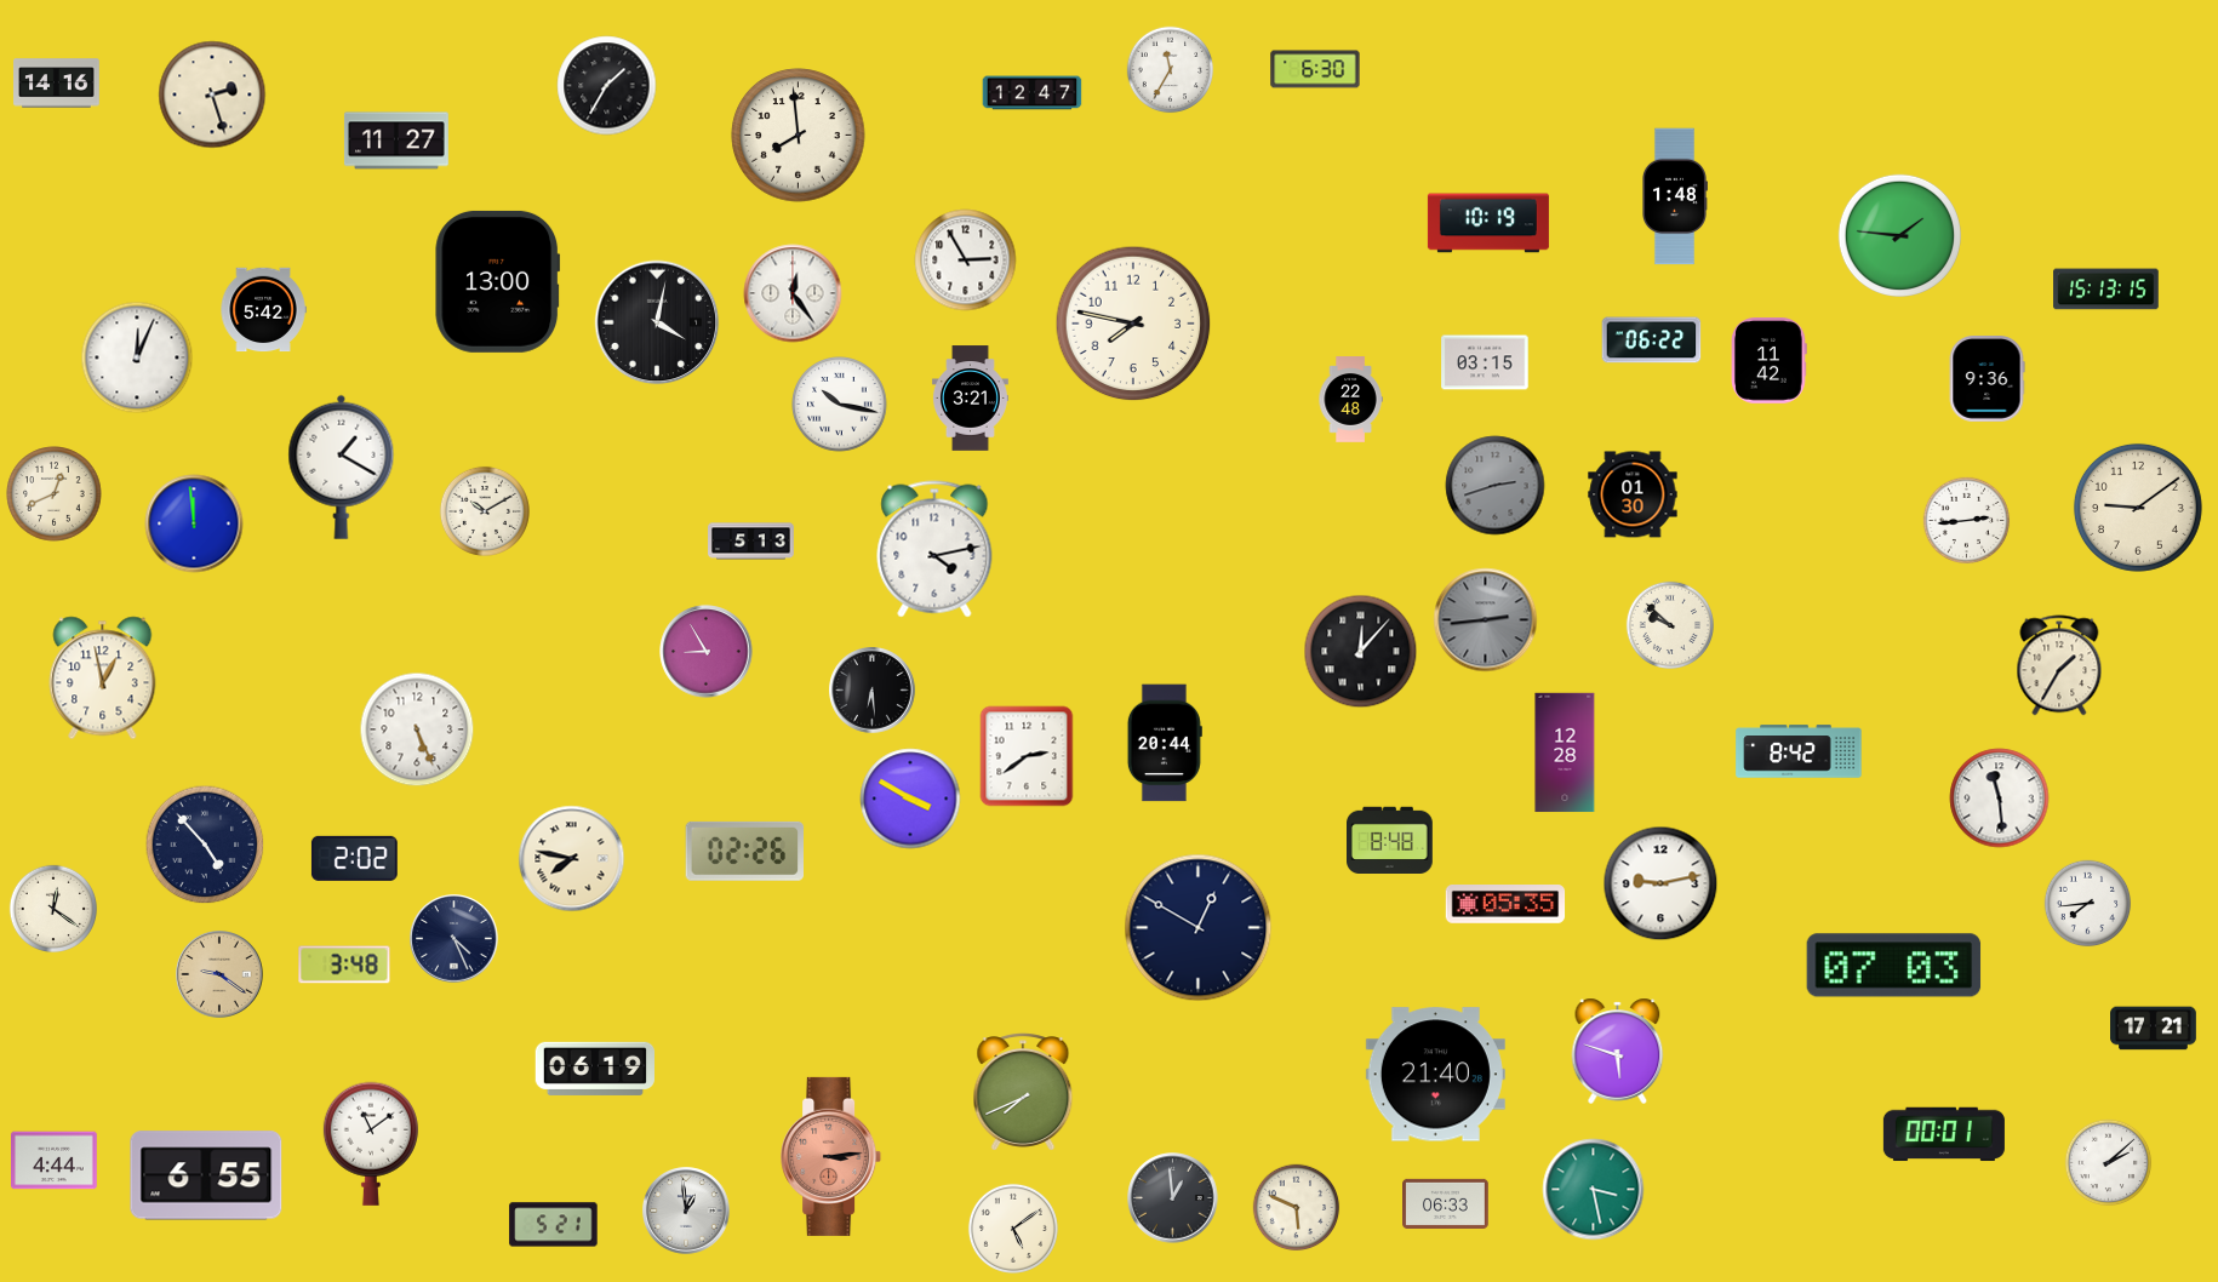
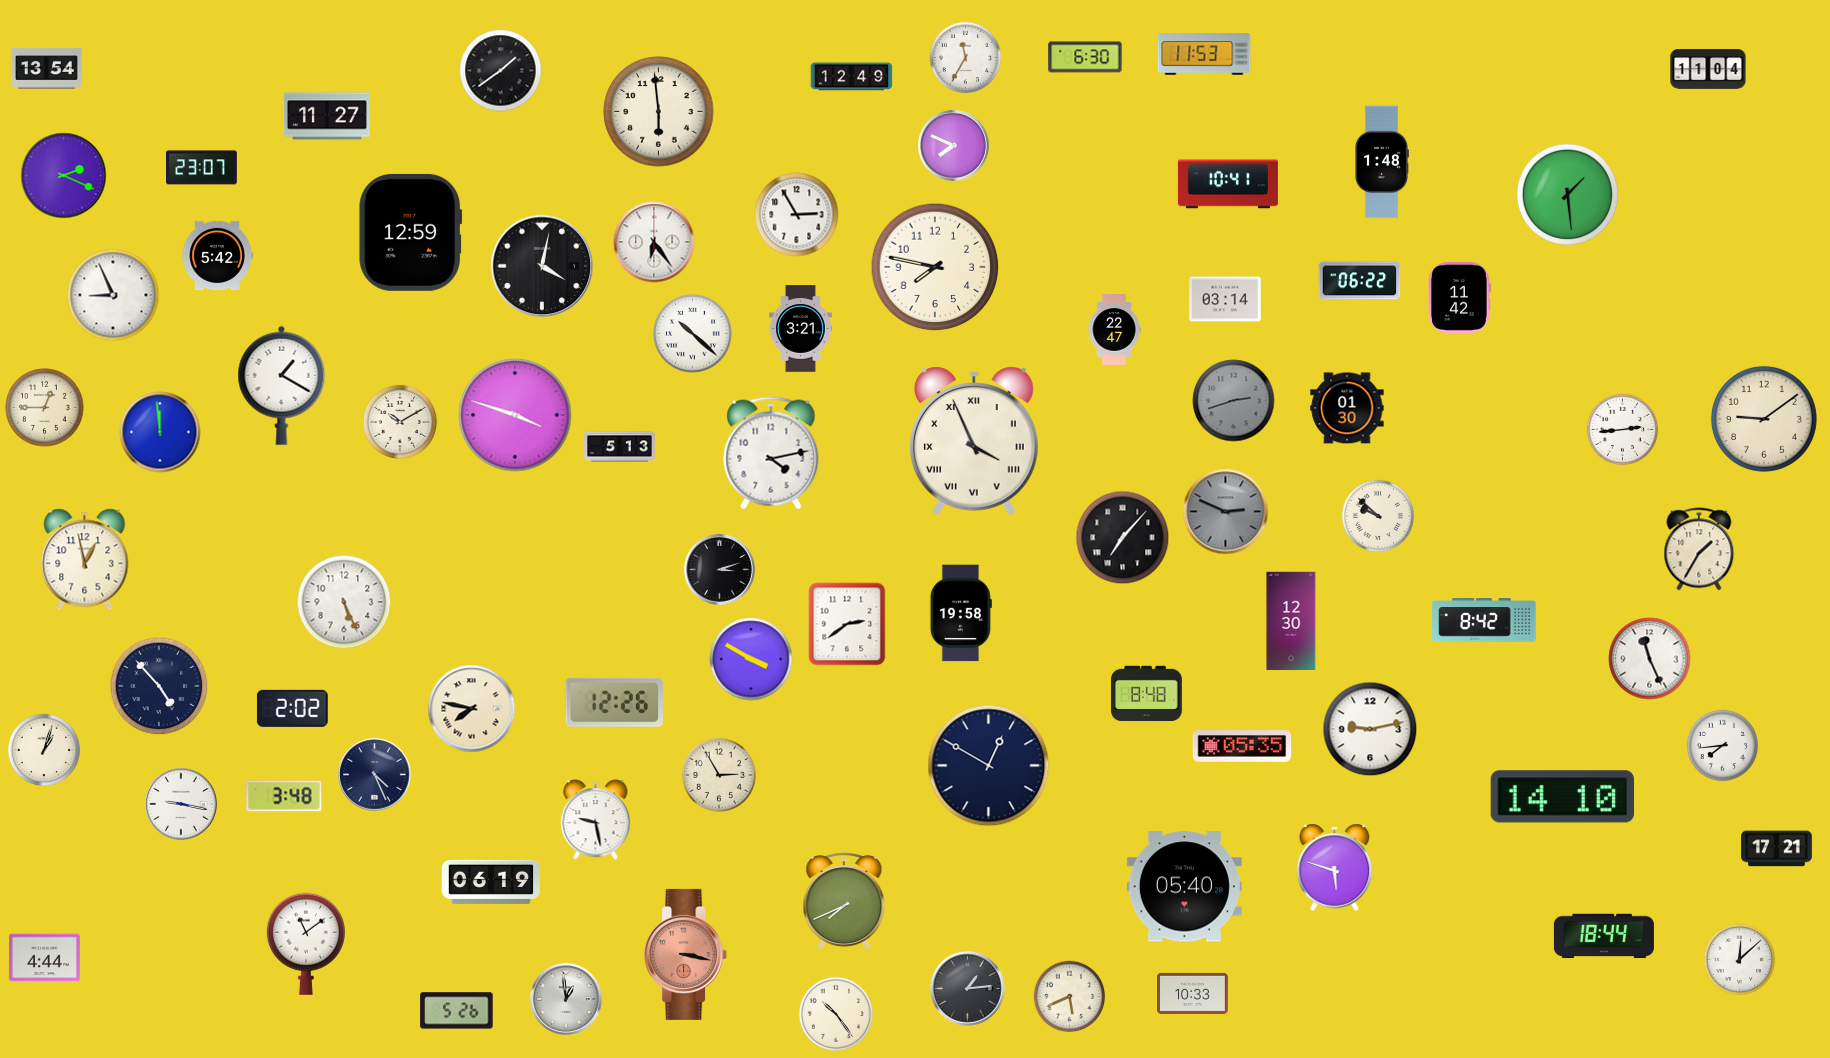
clock at (1204, 54): none -> 11:53
clock at (57, 84): 14:16 -> 13:54
clock at (1708, 69): none -> 11:04
clock at (607, 86): 1:35 -> 1:39
clock at (1033, 93): 12:47 -> 12:49
clock at (212, 95): 2:27 -> none
clock at (799, 136): 7:59 -> 5:59
clock at (954, 146): none -> 7:49
clock at (202, 168): none -> 23:07
clock at (64, 176): none -> 2:19
clock at (1488, 223): 10:19 -> 10:41
clock at (1899, 235): 1:46 -> 1:29
clock at (498, 281): 13:00 -> 12:59
clock at (2106, 290): 15:13 -> none
clock at (793, 293): 12:24 -> 6:24
clock at (1652, 340) position: (1652, 340) -> (1360, 281)
clock at (137, 357): 12:04 -> 8:56
clock at (1485, 362): 03:15 -> 03:14
clock at (1987, 379): 9:36 -> none
clock at (1350, 400): 22:48 -> 22:47
clock at (840, 405): 10:17 -> 10:22
clock at (55, 494): 12:41 -> 12:45
clock at (515, 415): none -> 3:48
clock at (974, 441): none -> 3:56
clock at (1486, 620): 2:44 -> 2:49
clock at (707, 652): 8:55 -> none
clock at (1361, 652): 12:07 -> 7:07
clock at (873, 691): 6:29 -> 3:12
clock at (1165, 743): 20:44 -> 19:58
clock at (1565, 752): 12:28 -> 12:30
clock at (2000, 799): 11:29 -> 11:26
clock at (205, 845) position: (205, 845) -> (159, 686)
clock at (745, 851): 02:26 -> 12:26
clock at (52, 908): 12:21 -> 1:03
clock at (719, 775): none -> 2:55
clock at (1894, 966): 07:03 -> 14:10
clock at (219, 974): 9:21 -> 9:17
clock at (219, 974) dial: champagne -> white
clock at (596, 820): none -> 9:28
clock at (1435, 1075): 21:40 -> 05:40
clock at (1944, 1134): 00:01 -> 18:44
clock at (831, 1156): 3:14 -> 3:17
clock at (2109, 1163): 2:08 -> 12:08
clock at (206, 1175): 6:55 -> none
clock at (1594, 1190): 3:28 -> none
clock at (1173, 1198): 12:59 -> 1:14
clock at (1446, 1203): 06:33 -> 10:33
clock at (1297, 1208): 5:49 -> 5:41
clock at (554, 1225): 5:21 -> 5:26
clock at (1013, 1229): 5:09 -> 10:24
